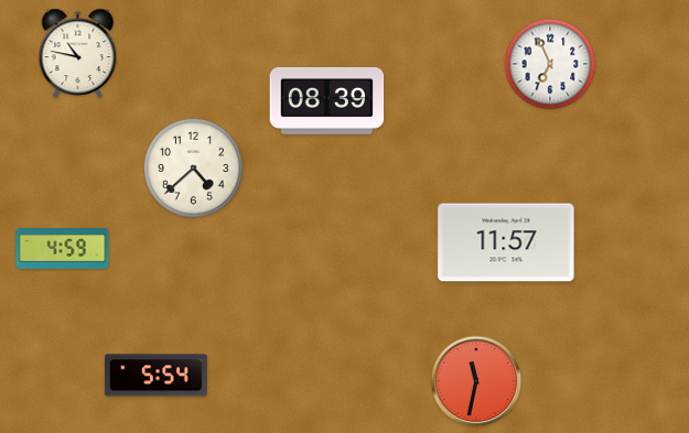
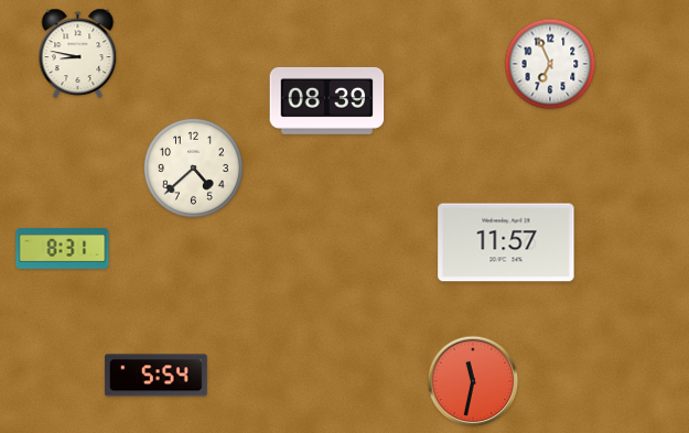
clock at (78, 53): 10:47 -> 8:47
clock at (63, 249): 4:59 -> 8:31
clock at (476, 381) position: (476, 381) -> (473, 381)
